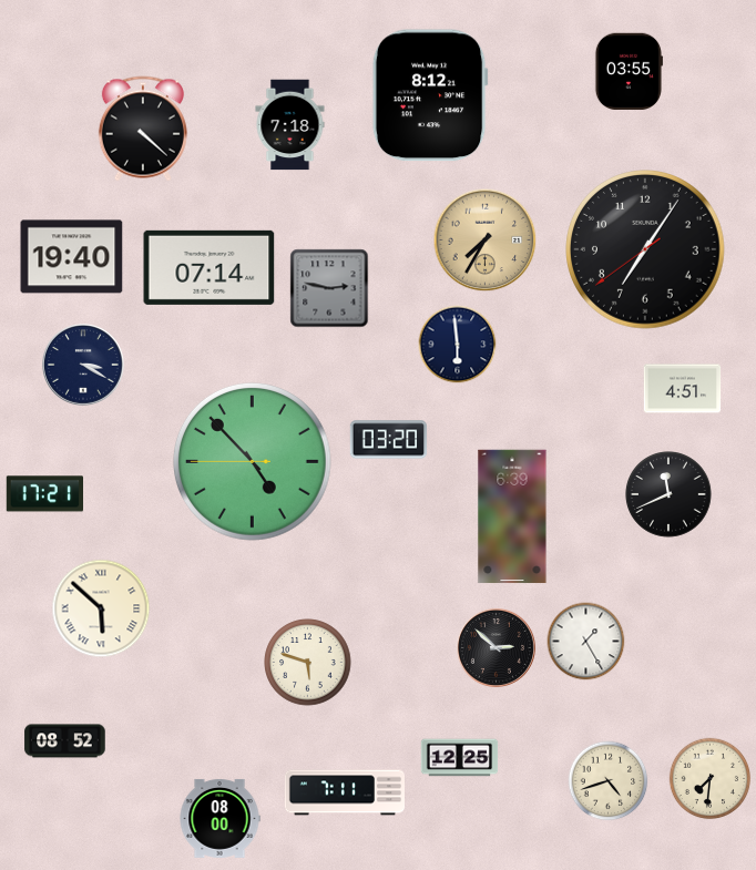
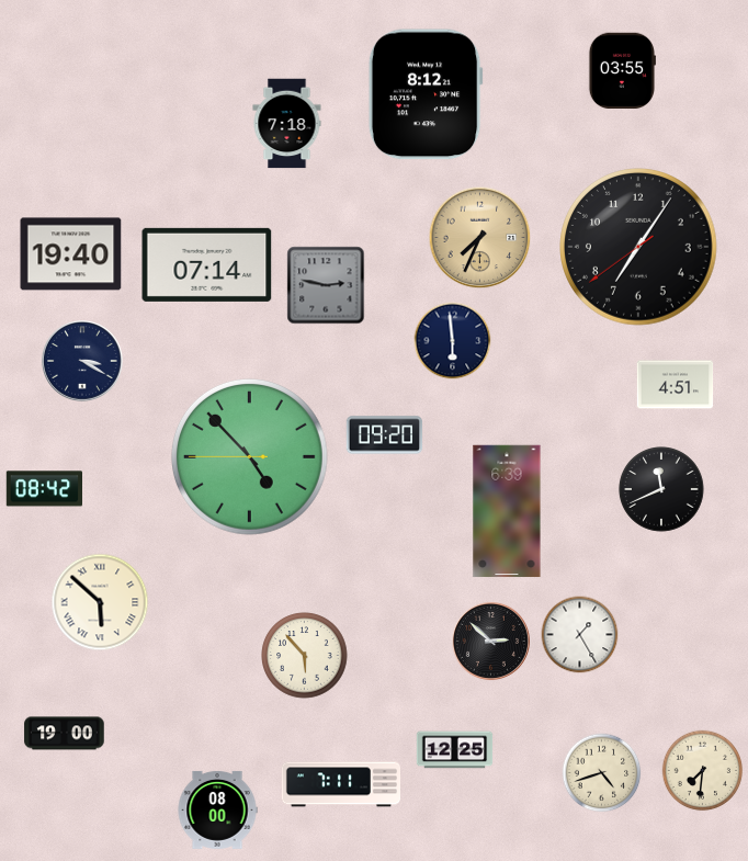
clock at (143, 129): 4:22 -> none
clock at (486, 240): 7:35 -> 7:34
clock at (389, 440): 03:20 -> 09:20
clock at (44, 494): 17:21 -> 08:42
clock at (308, 663): 5:48 -> 5:53
clock at (65, 741): 08:52 -> 19:00
